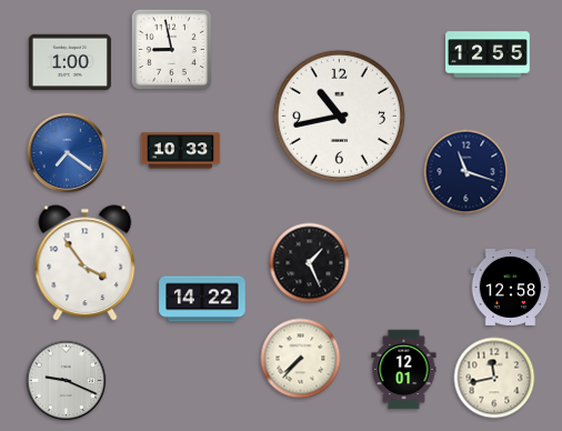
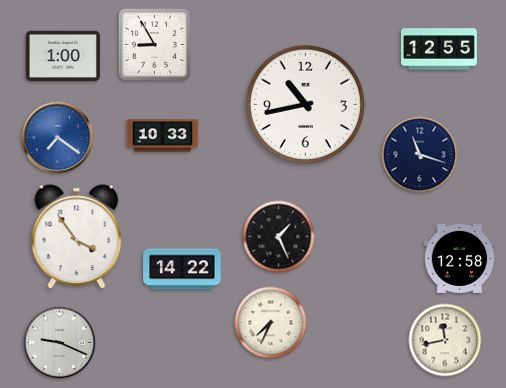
clock at (171, 49): 8:58 -> 8:55
clock at (68, 153) position: (68, 153) -> (58, 138)
clock at (301, 359): 7:37 -> 7:34
clock at (404, 370): 12:01 -> none
